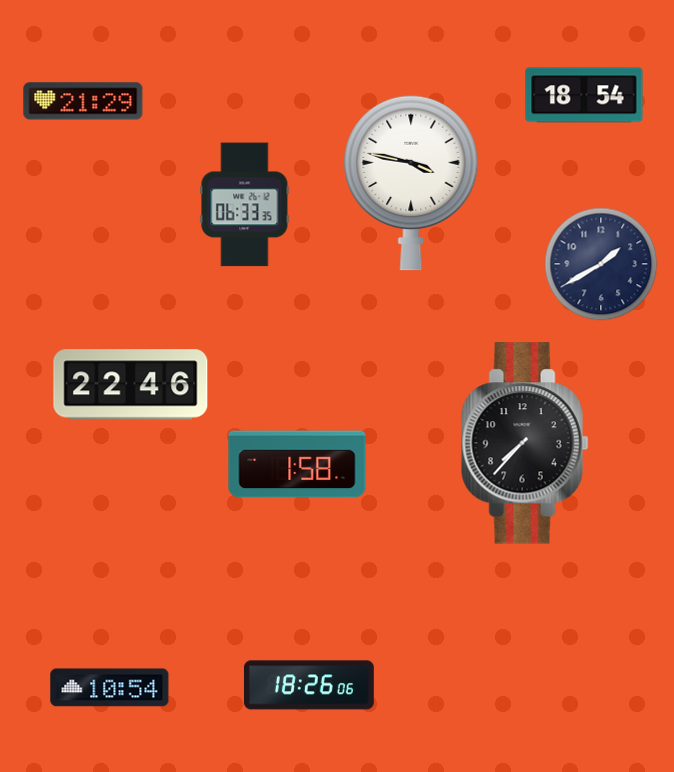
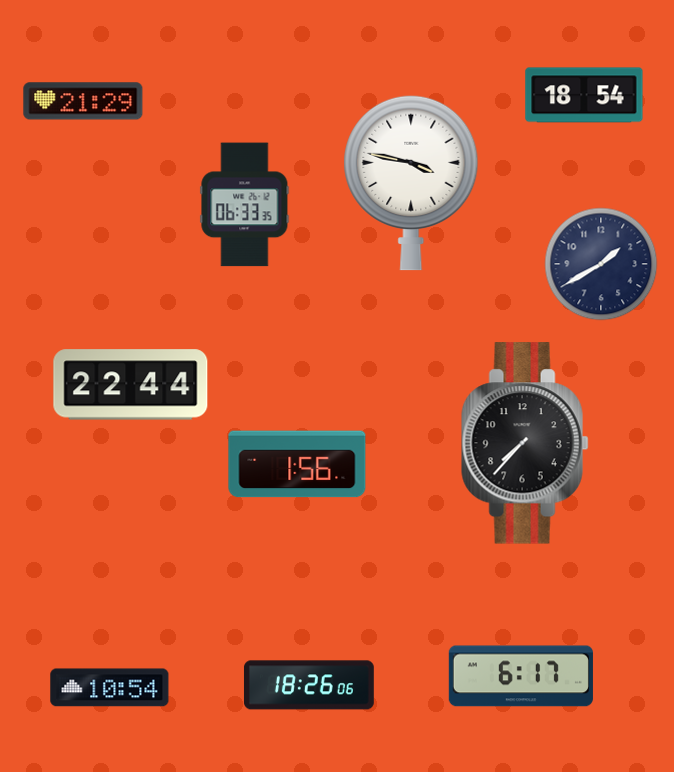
clock at (131, 385): 22:46 -> 22:44
clock at (297, 464): 1:58 -> 1:56
clock at (521, 676): none -> 6:17
